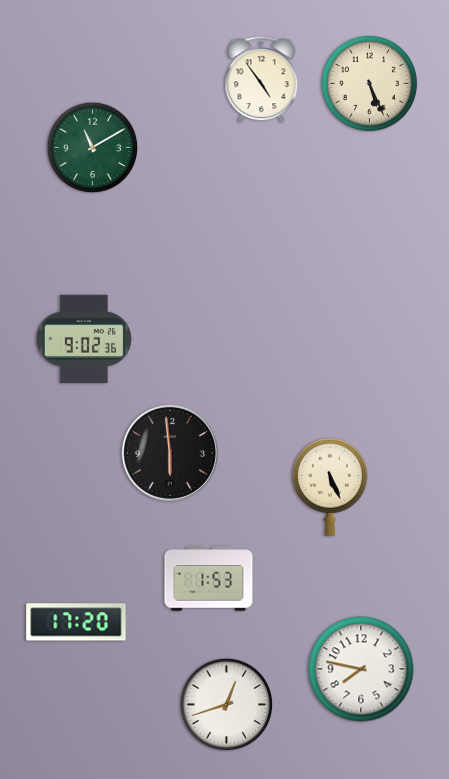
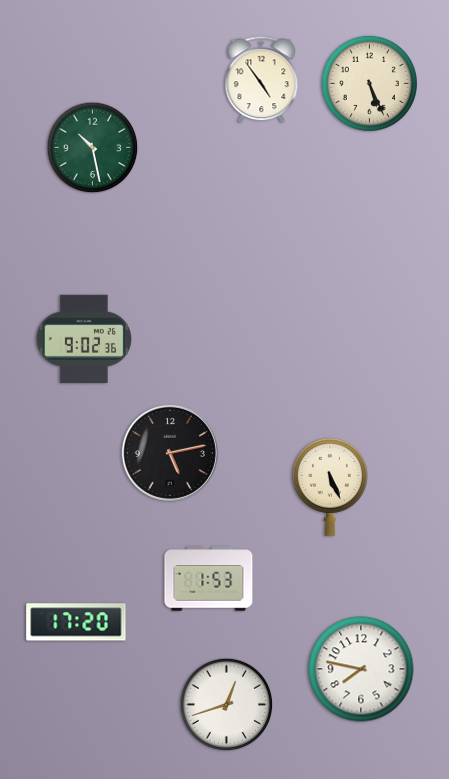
clock at (93, 148): 11:10 -> 10:28
clock at (170, 453): 5:59 -> 5:13
